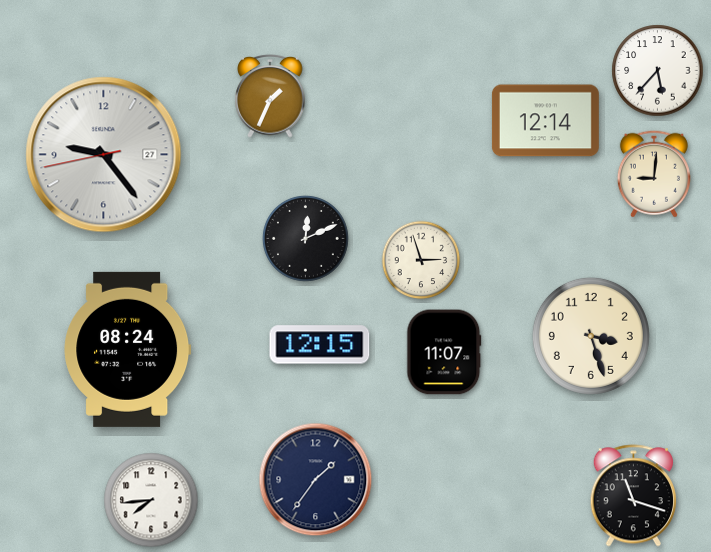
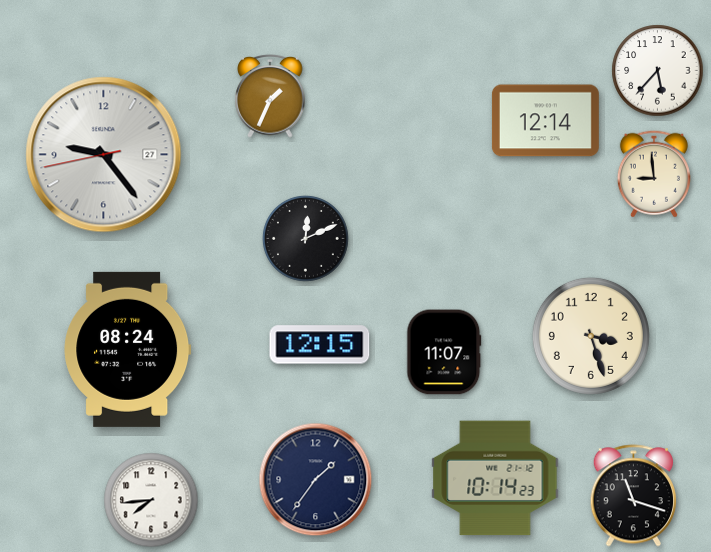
clock at (654, 174): 9:01 -> 8:59
clock at (421, 260): 2:57 -> none
clock at (495, 478): none -> 10:14
